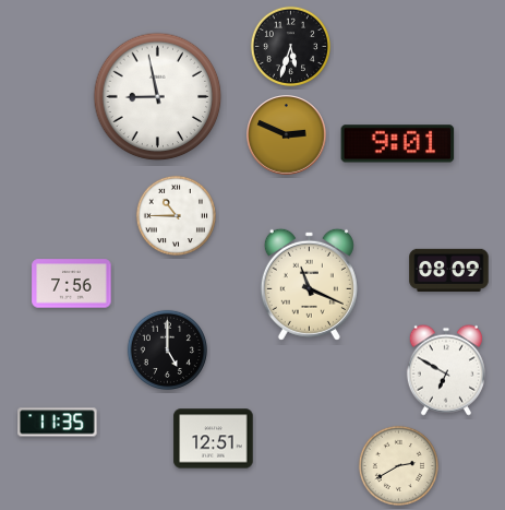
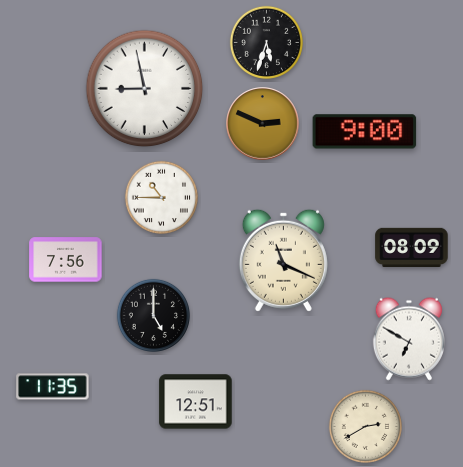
clock at (398, 144): 9:01 -> 9:00
clock at (167, 349) position: (167, 349) -> (153, 315)
